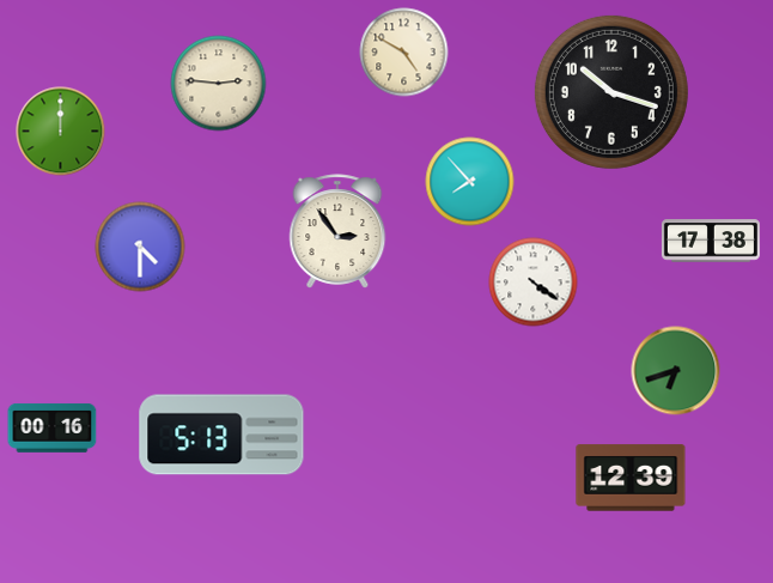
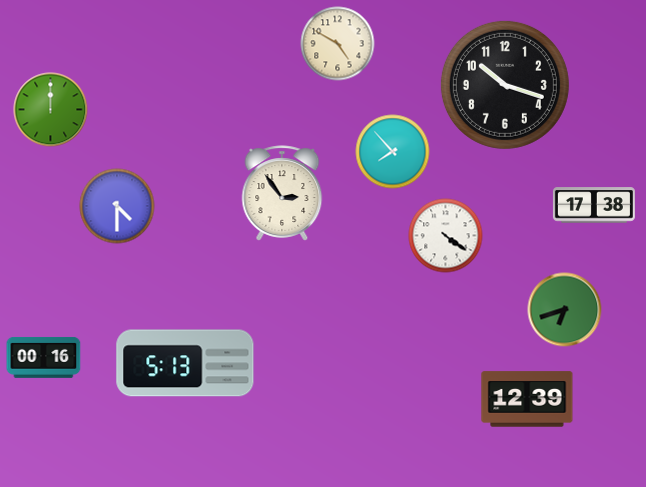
clock at (219, 84): 2:46 -> none
clock at (611, 92) position: (611, 92) -> (505, 85)
clock at (711, 241) position: (711, 241) -> (594, 205)
